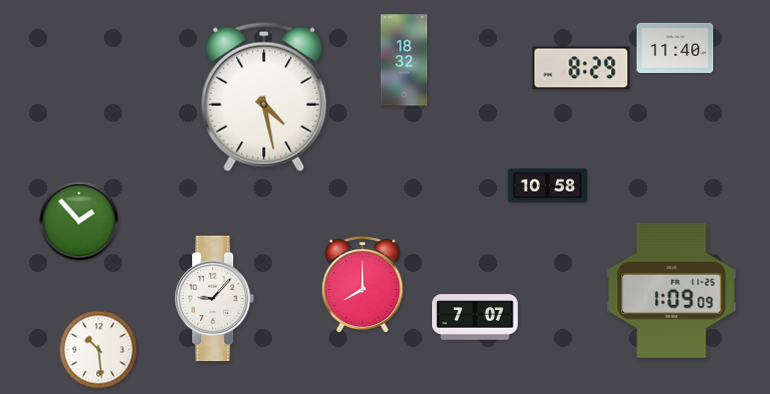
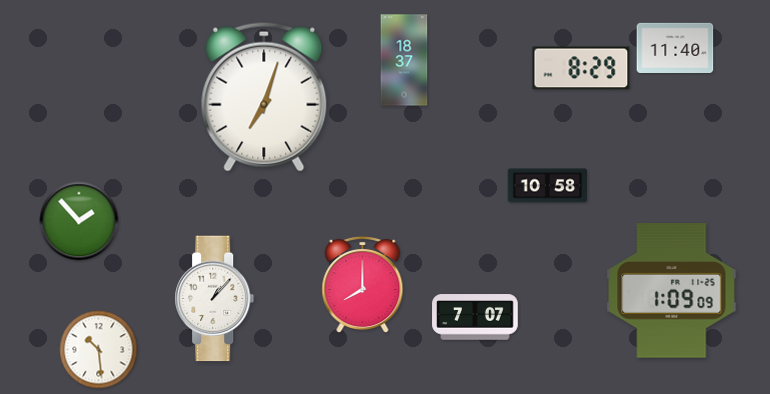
clock at (404, 60): 18:32 -> 18:37
clock at (264, 97): 4:28 -> 7:03
clock at (215, 299): 9:07 -> 1:07
